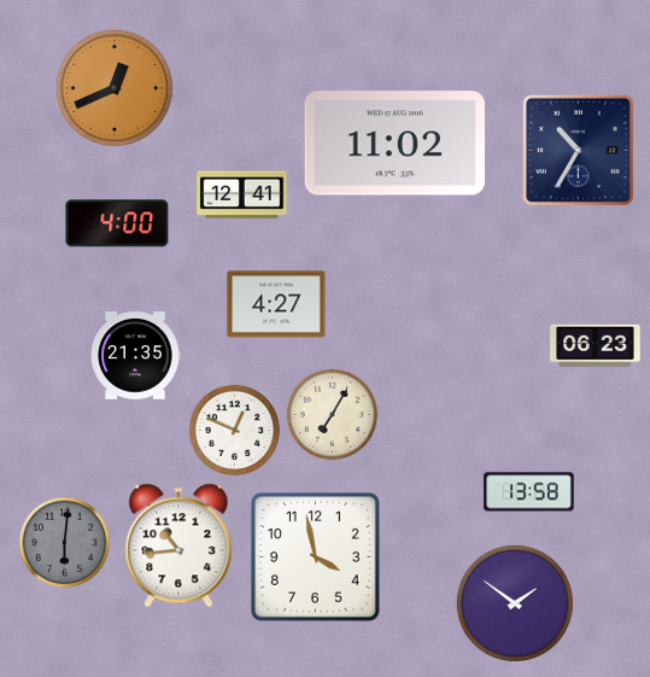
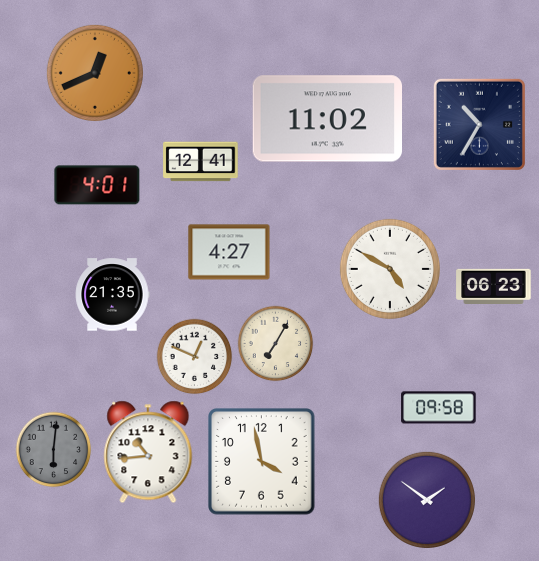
clock at (117, 223): 4:00 -> 4:01
clock at (390, 269): none -> 4:50
clock at (529, 492): 13:58 -> 09:58
